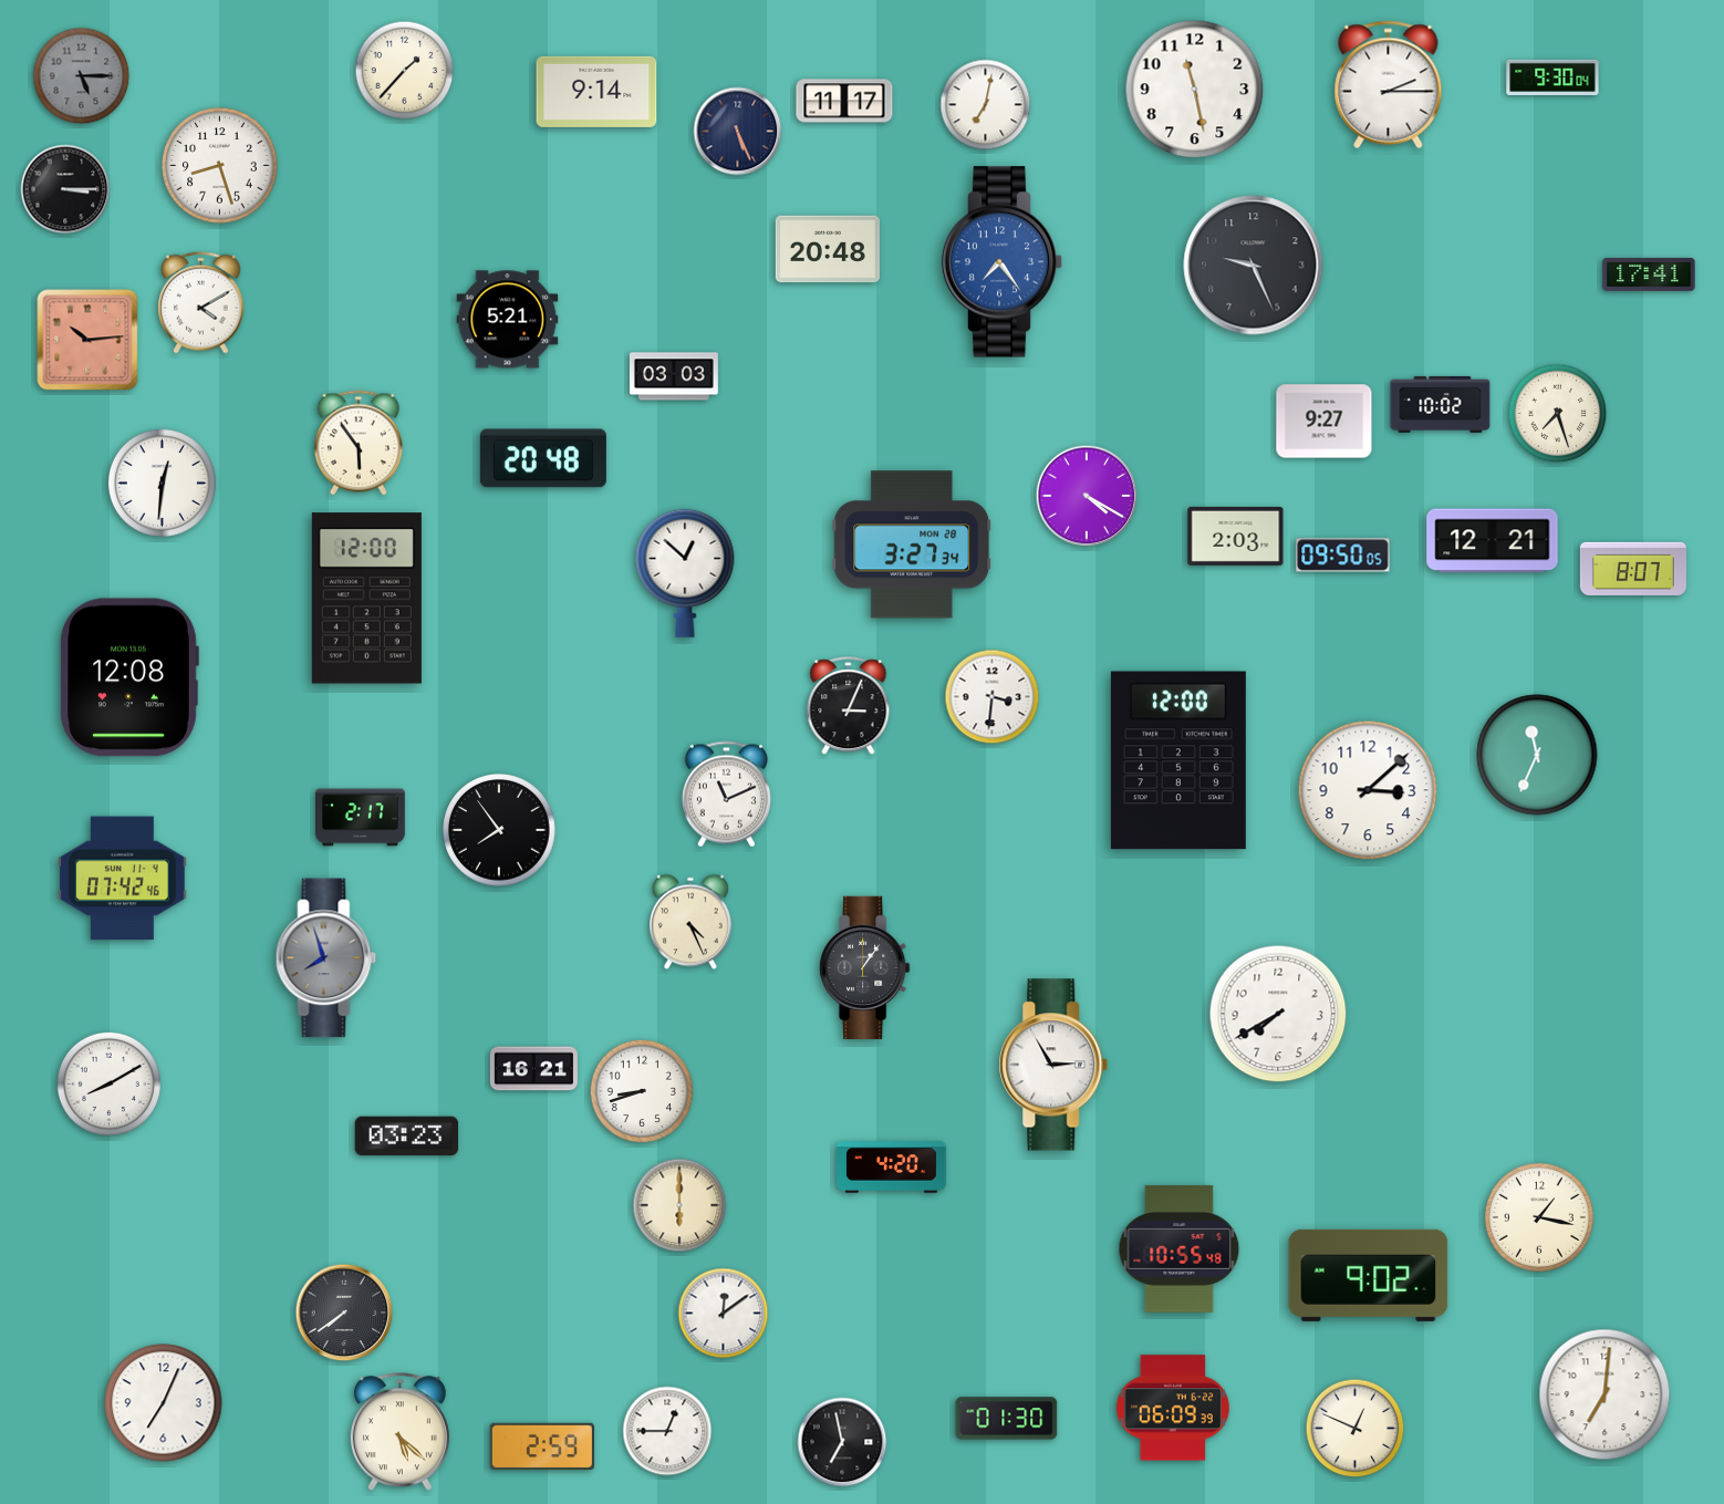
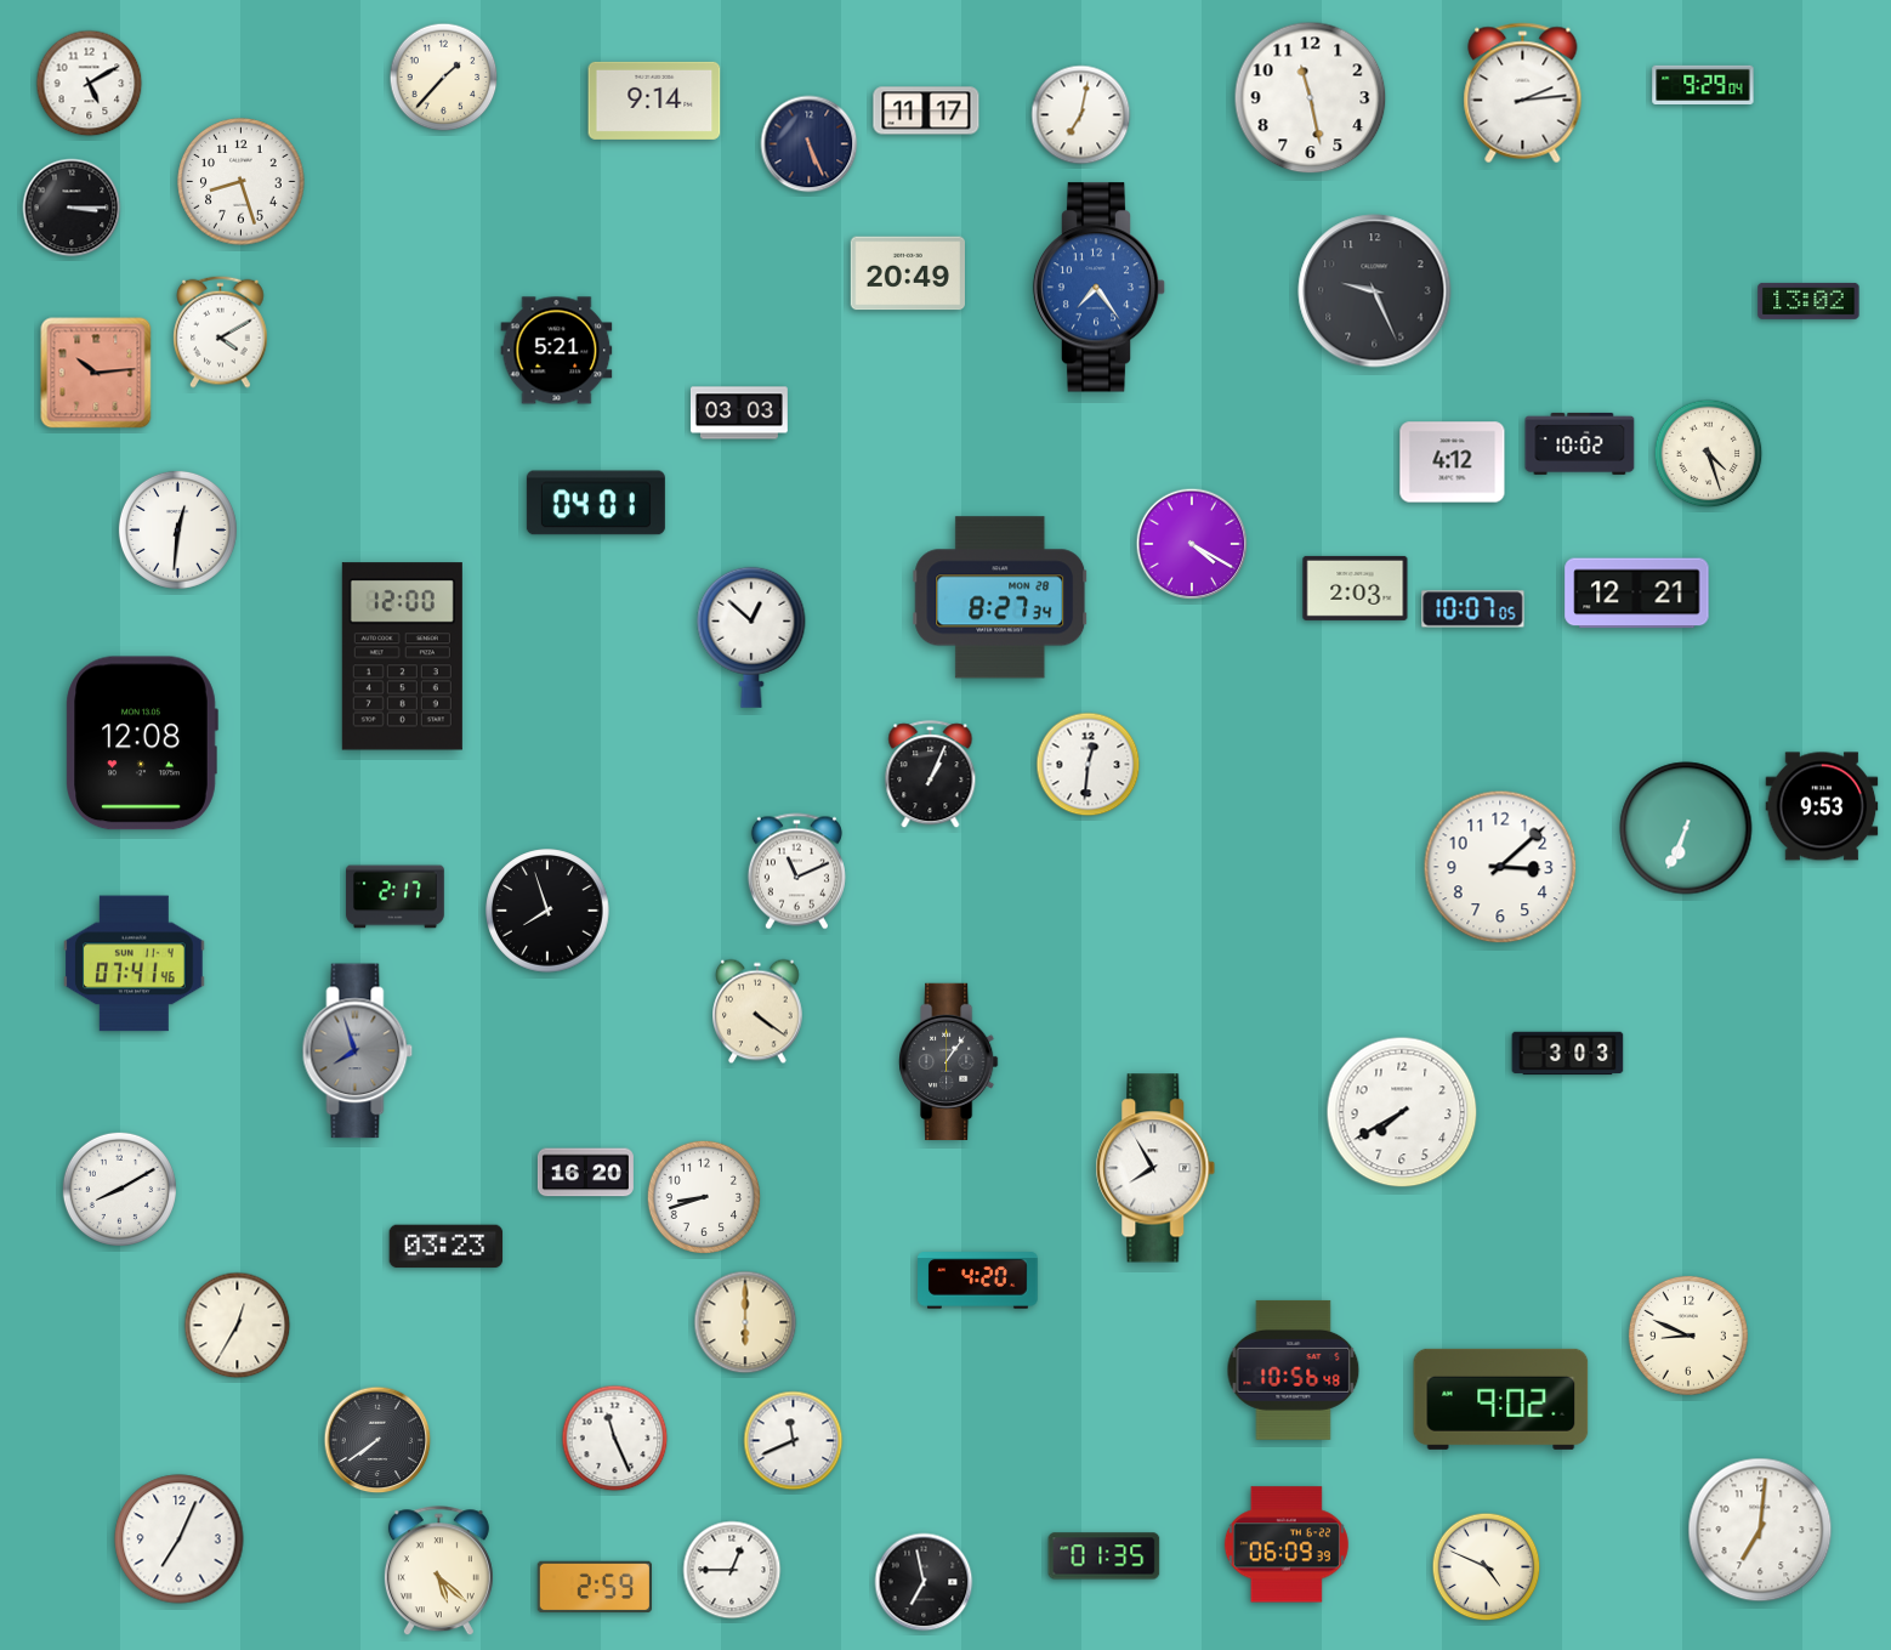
clock at (82, 76): 5:15 -> 5:10
clock at (82, 76) dial: grey -> white
clock at (1552, 76): 9:30 -> 9:29
clock at (1389, 85): 2:15 -> 2:14
clock at (827, 249): 20:48 -> 20:49
clock at (1649, 274): 17:41 -> 13:02
clock at (1558, 414): 7:27 -> 4:27
clock at (1325, 422): 9:27 -> 4:12
clock at (359, 443): 5:54 -> none
clock at (543, 458): 20:48 -> 04:01
clock at (912, 544): 3:27 -> 8:27
clock at (1343, 556): 09:50 -> 10:07
clock at (1633, 569): 8:07 -> none
clock at (685, 573) position: (685, 573) -> (751, 637)
clock at (993, 697): 3:31 -> 12:31
clock at (849, 706): 3:04 -> 1:04
clock at (1822, 806): none -> 9:53
clock at (1537, 755): 11:34 -> 6:34
clock at (1178, 760): 12:00 -> none
clock at (499, 830): 7:54 -> 7:57
clock at (123, 879): 07:42 -> 07:41
clock at (692, 922): 4:26 -> 4:21
clock at (1568, 1054): none -> 3:03
clock at (1053, 1065): 2:55 -> 7:55
clock at (533, 1069): 16:21 -> 16:20
clock at (238, 1326): none -> 12:35
clock at (1539, 1217): 1:17 -> 8:49
clock at (1180, 1248): 10:55 -> 10:56
clock at (615, 1439): none -> 11:26
clock at (724, 1314): 12:09 -> 11:41
clock at (1007, 1419): 01:30 -> 01:35
clock at (1356, 1429): 12:49 -> 4:49
